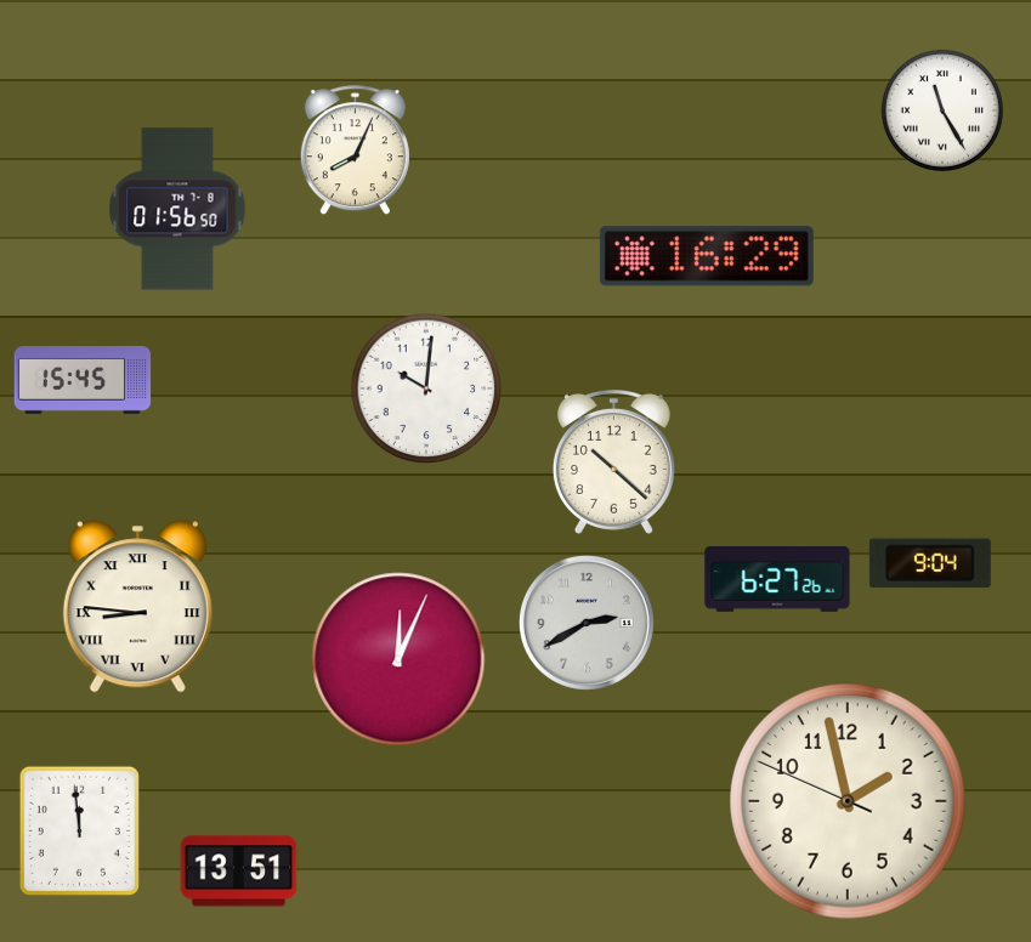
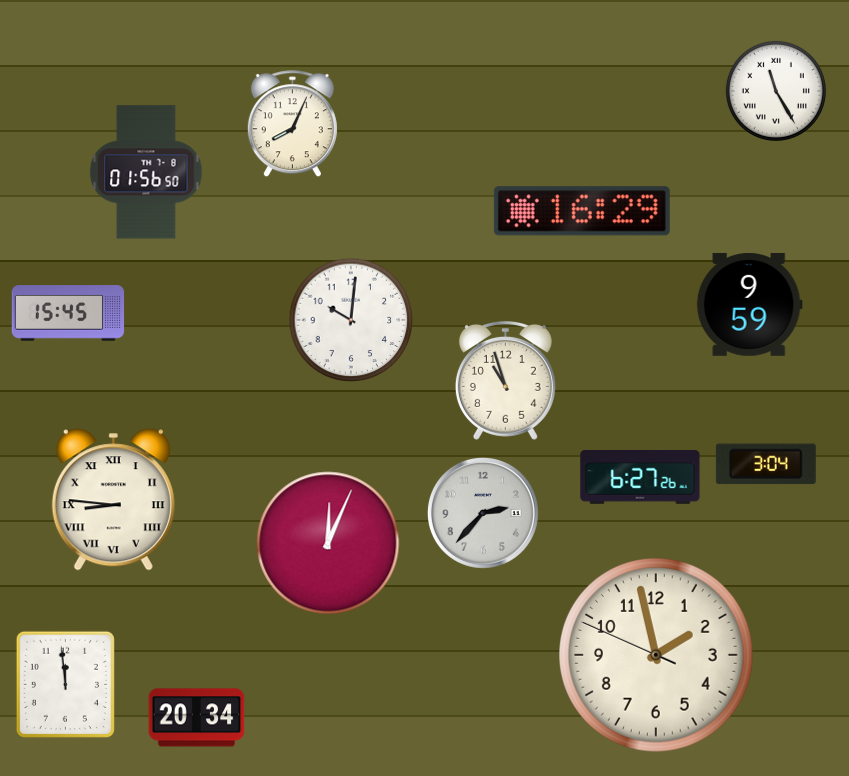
clock at (749, 304): none -> 9:59
clock at (613, 461): 10:22 -> 10:57
clock at (930, 563): 9:04 -> 3:04
clock at (587, 623): 2:40 -> 2:37
clock at (849, 802) position: (849, 802) -> (657, 656)
clock at (239, 872): 13:51 -> 20:34
